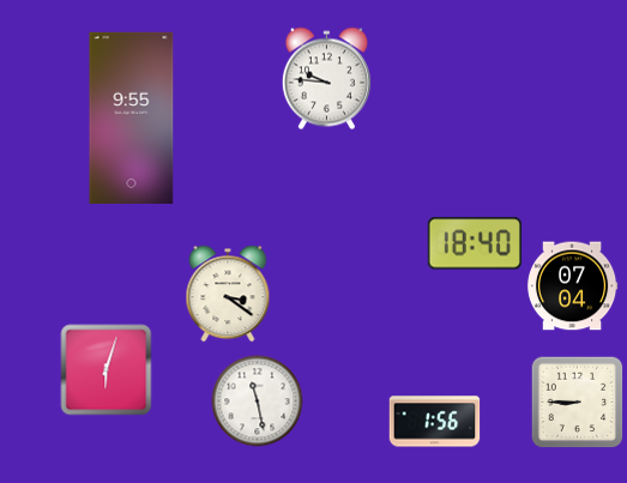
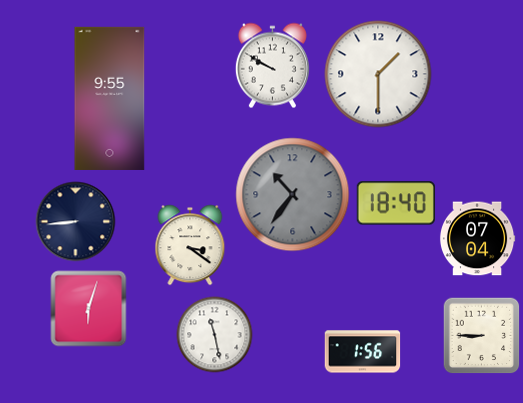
clock at (326, 79): 9:46 -> 9:50
clock at (378, 74): none -> 1:30
clock at (293, 195): none -> 10:36
clock at (76, 222): none -> 8:44
